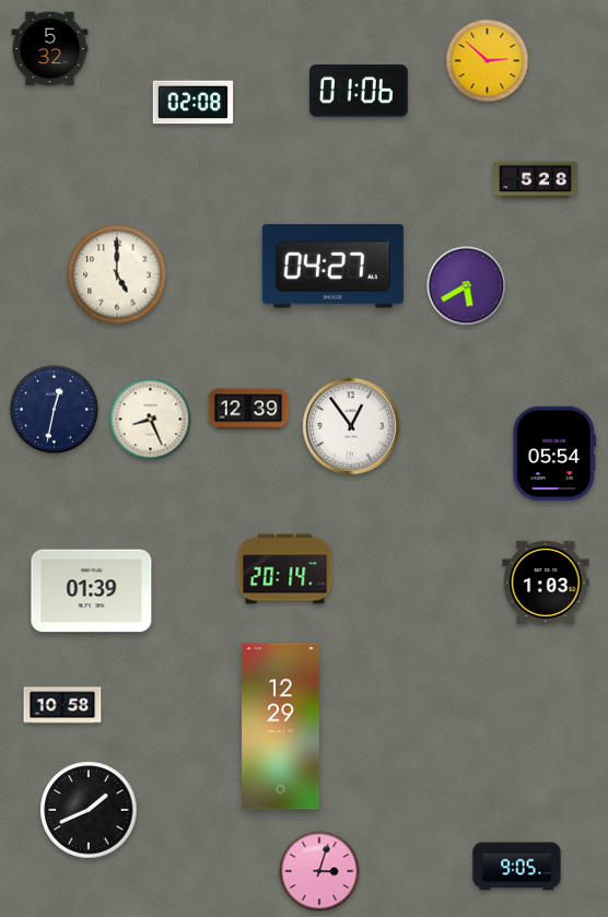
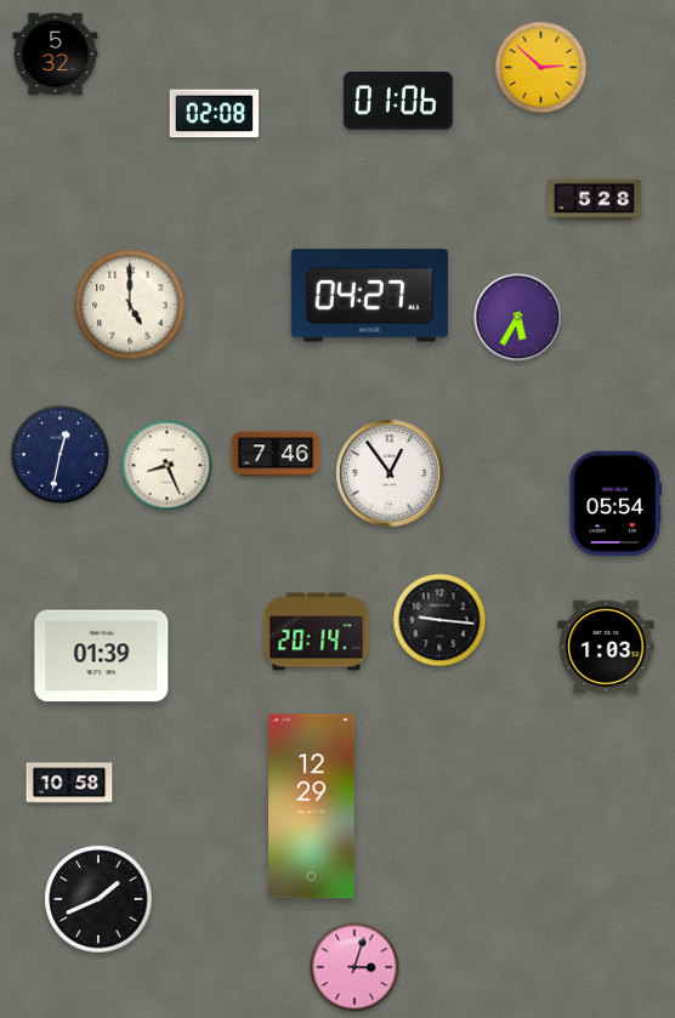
clock at (467, 286): 5:40 -> 5:35
clock at (248, 409): 12:39 -> 7:46
clock at (439, 620): none -> 9:16
clock at (517, 867): 9:05 -> none
